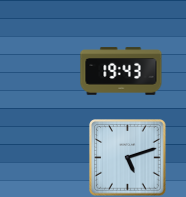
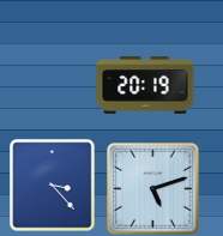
clock at (121, 71): 19:43 -> 20:19
clock at (53, 186): none -> 3:23
